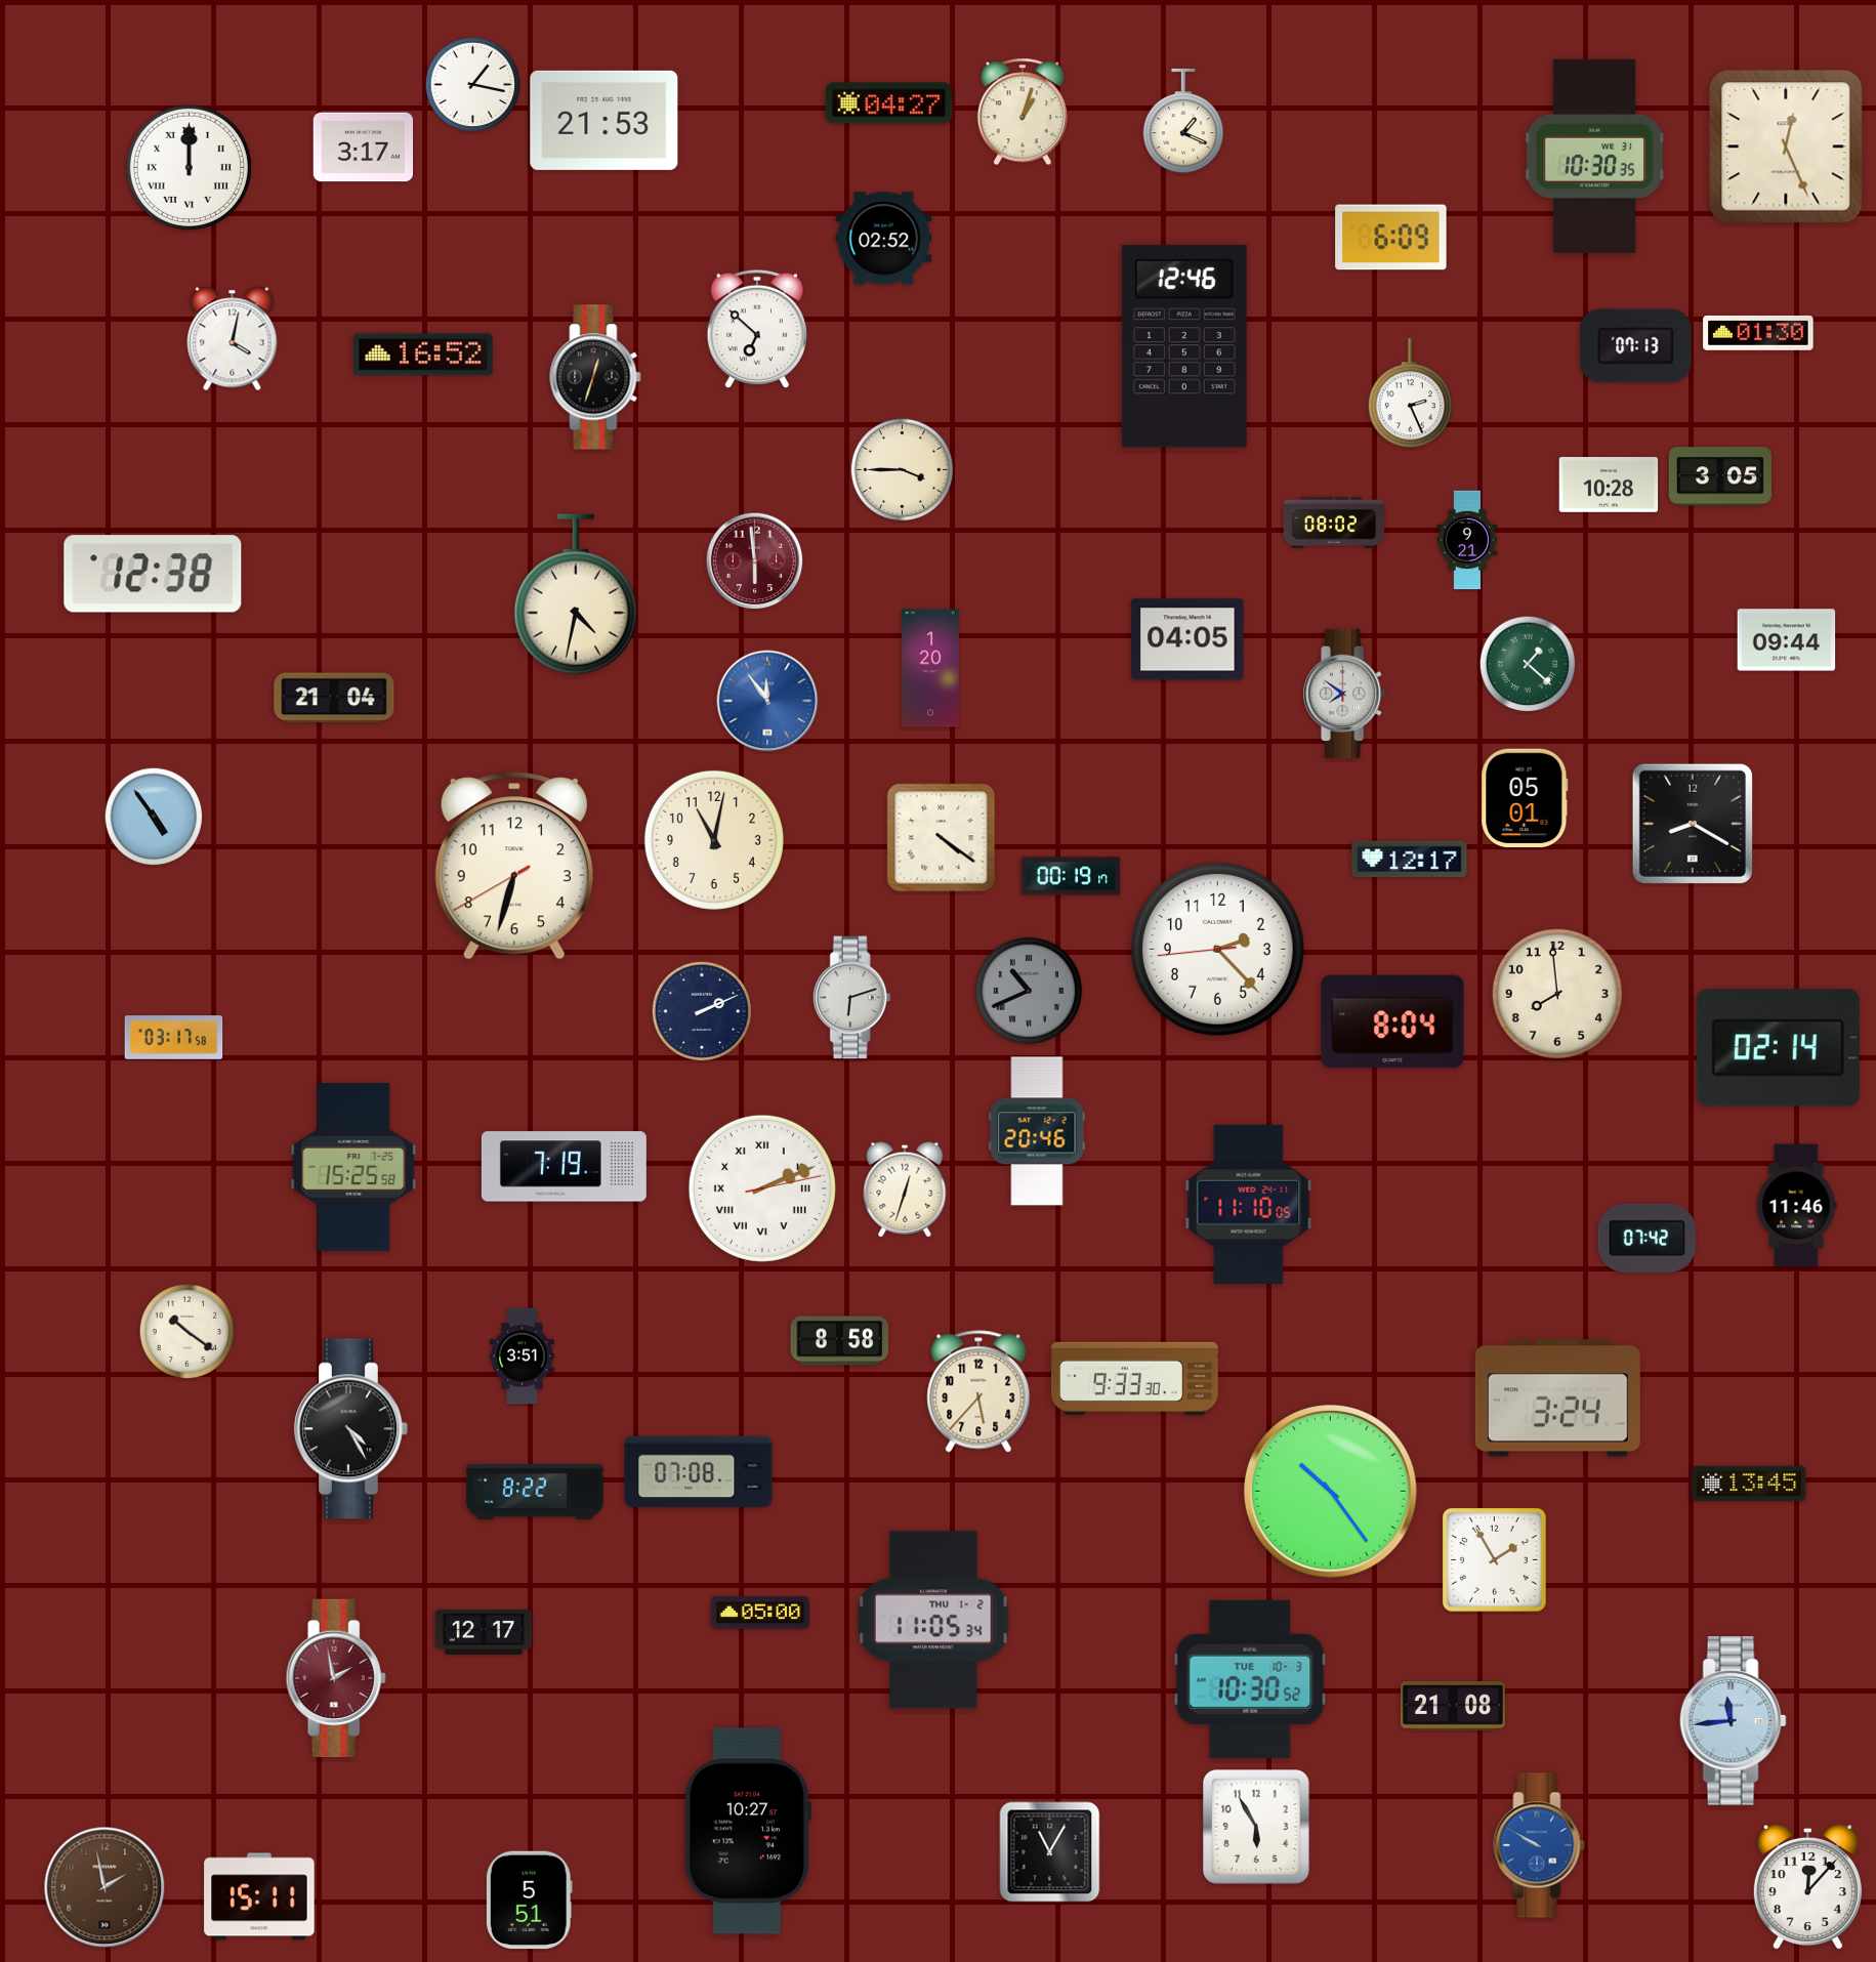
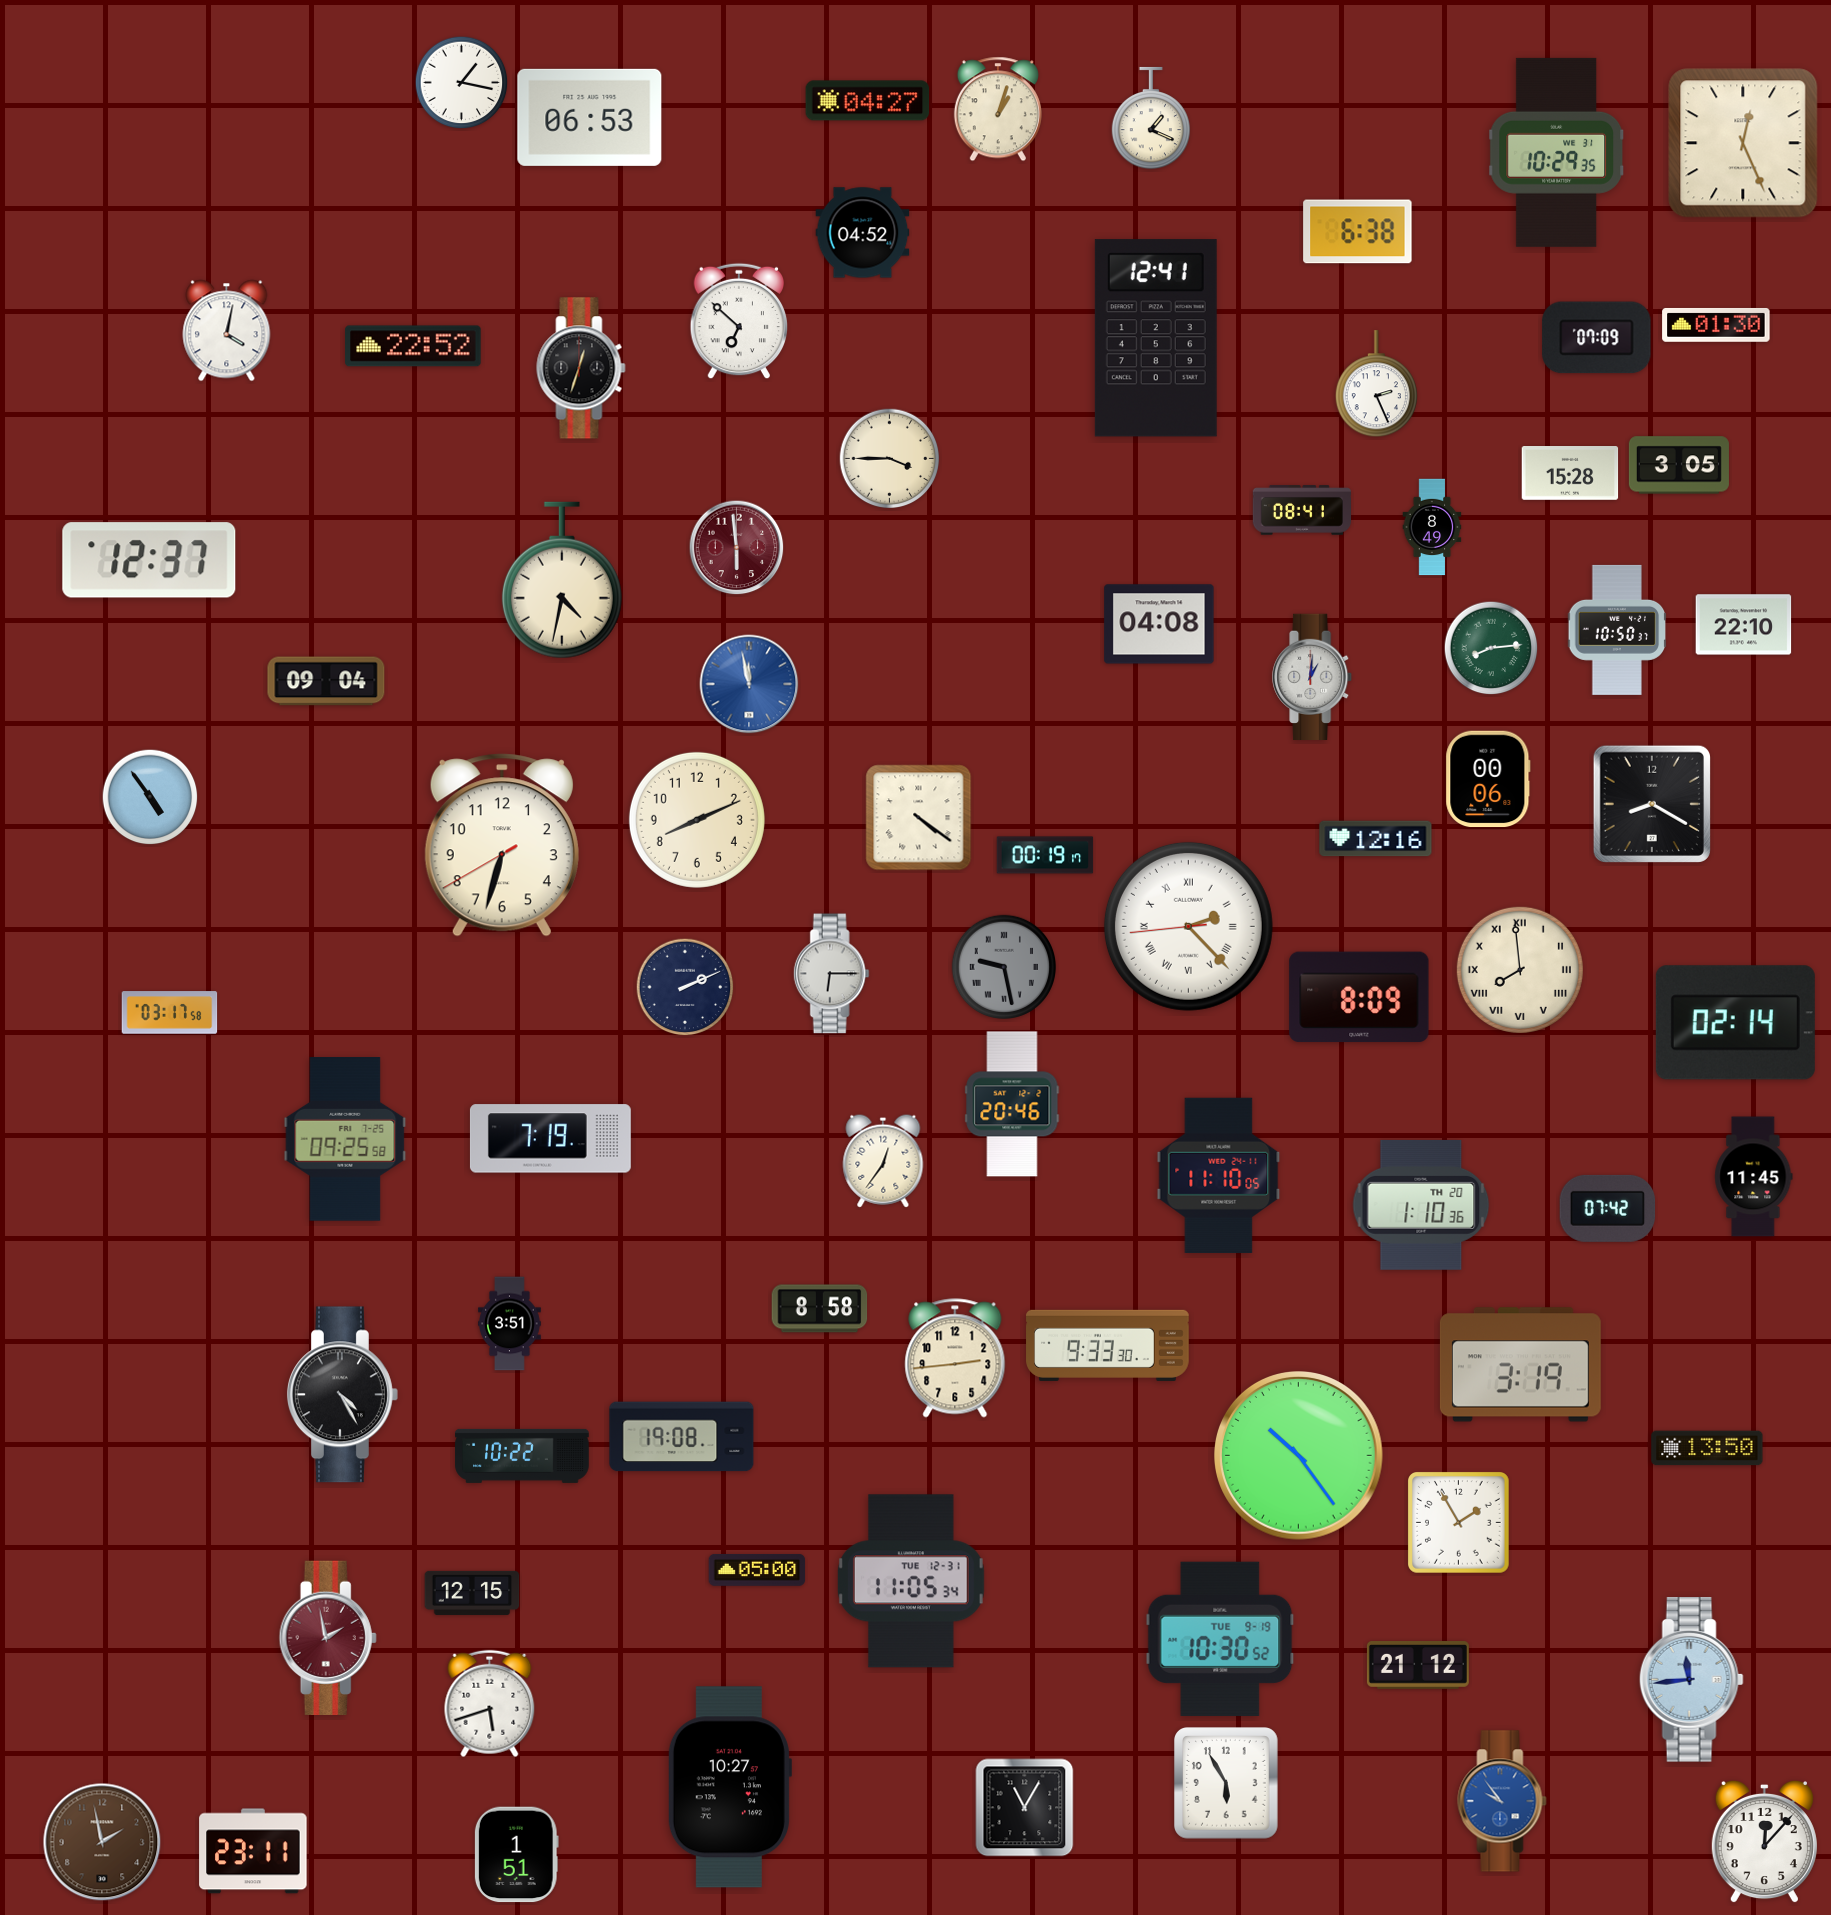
clock at (605, 120): 21:53 -> 06:53
clock at (1182, 121) position: (1182, 121) -> (1150, 118)
clock at (364, 148): 3:17 -> none
clock at (1594, 156): 10:30 -> 10:29
clock at (189, 167): 12:00 -> none
clock at (1391, 238): 6:09 -> 6:38
clock at (884, 239): 02:52 -> 04:52
clock at (1184, 346): 12:46 -> 12:41
clock at (1636, 346): 07:13 -> 07:09
clock at (423, 354): 16:52 -> 22:52
clock at (903, 470) position: (903, 470) -> (890, 459)
clock at (1609, 486): 10:28 -> 15:28
clock at (1333, 523): 08:02 -> 08:41
clock at (1467, 540): 9:21 -> 8:49
clock at (153, 574): 12:38 -> 12:37
clock at (1187, 639): 04:05 -> 04:08
clock at (1787, 640): 09:44 -> 22:10
clock at (1617, 630): none -> 10:50
clock at (1528, 664): 1:22 -> 8:14
clock at (930, 668): 1:20 -> none
clock at (1345, 693): 7:51 -> 1:01
clock at (334, 698): 21:04 -> 09:04
clock at (767, 701): 11:54 -> 11:58
clock at (1525, 798): 05:01 -> 00:06
clock at (714, 840): 11:02 -> 8:11
clock at (1410, 860): 12:17 -> 12:16
clock at (1217, 949) numerals: Arabic -> Roman
clock at (1029, 991): 10:41 -> 9:28
clock at (1557, 994) numerals: Arabic -> Roman
clock at (851, 998): 6:12 -> 6:15
clock at (1392, 1021): 8:04 -> 8:09
clock at (353, 1167): 15:25 -> 09:25
clock at (762, 1188): 2:11 -> none
clock at (905, 1189): 12:33 -> 12:36
clock at (1797, 1206): 11:46 -> 11:45
clock at (1421, 1205): none -> 1:10
clock at (187, 1332): 10:21 -> none
clock at (978, 1391): 5:37 -> 2:44
clock at (1557, 1399): 3:24 -> 3:19
clock at (699, 1472): 07:08 -> 19:08
clock at (1749, 1484): 13:45 -> 13:50
clock at (535, 1492): 8:22 -> 10:22
clock at (760, 1614) position: (760, 1614) -> (757, 1571)
clock at (933, 1620) date: THU 1-2 -> TUE 12-31
clock at (484, 1632): 12:17 -> 12:15
clock at (1250, 1678) date: TUE 10-3 -> TUE 9-19
clock at (1453, 1707): 21:08 -> 21:12
clock at (490, 1704): none -> 5:42
clock at (1539, 1845): 9:50 -> 9:54
clock at (259, 1896): 15:11 -> 23:11
clock at (529, 1901): 5:51 -> 1:51
